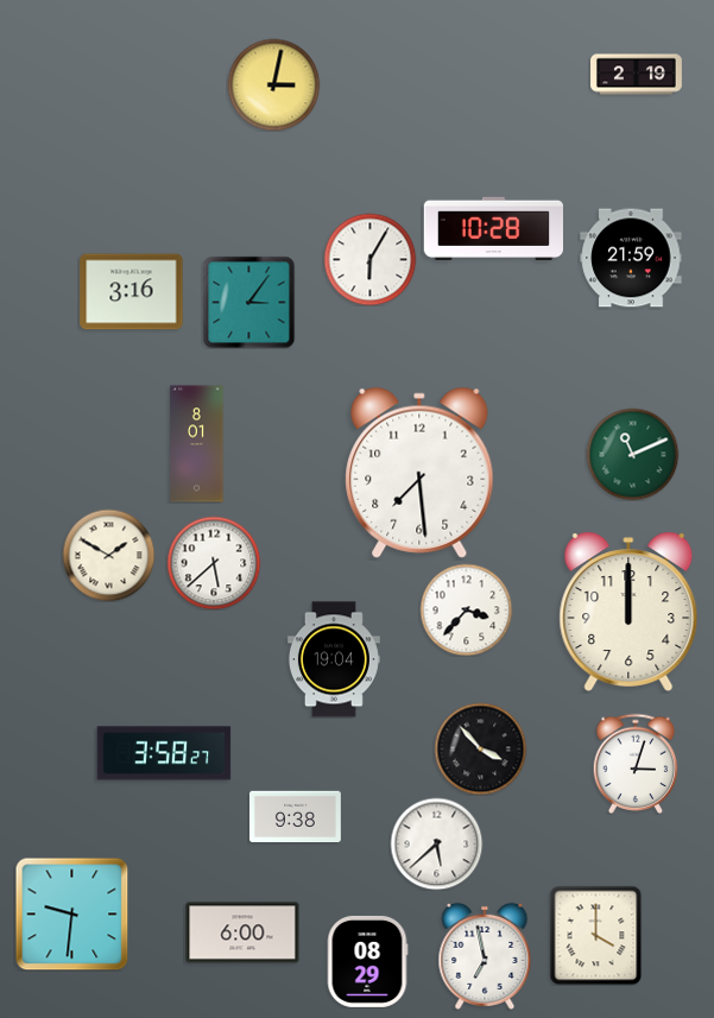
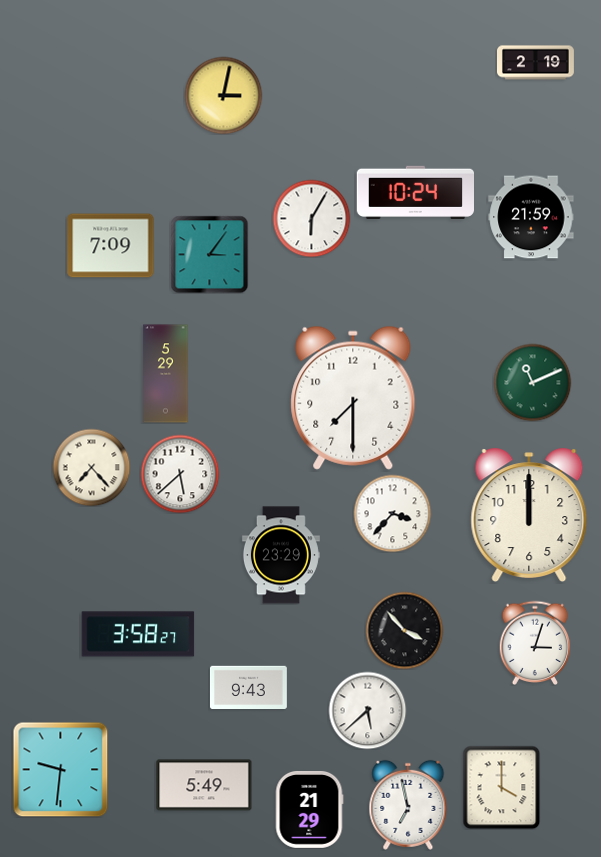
clock at (273, 84) position: (273, 84) -> (223, 95)
clock at (493, 228): 10:28 -> 10:24
clock at (132, 292): 3:16 -> 7:09
clock at (197, 444): 8:01 -> 5:29
clock at (419, 473): 7:29 -> 7:30
clock at (108, 555): 1:50 -> 7:23
clock at (334, 659): 19:04 -> 23:29
clock at (296, 816): 9:38 -> 9:43
clock at (242, 932): 6:00 -> 5:49
clock at (367, 961): 08:29 -> 21:29
